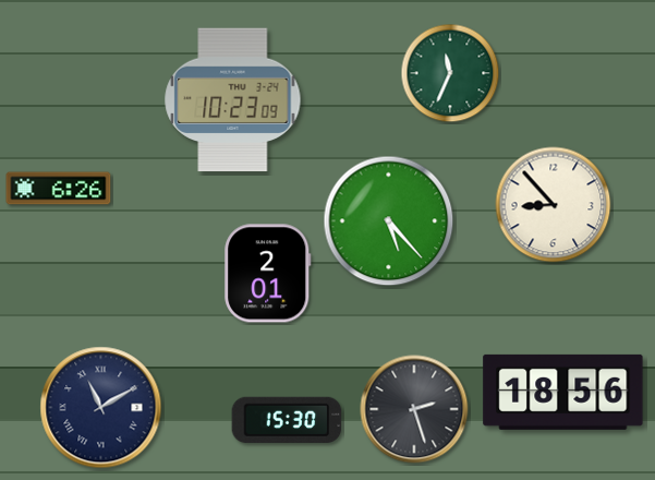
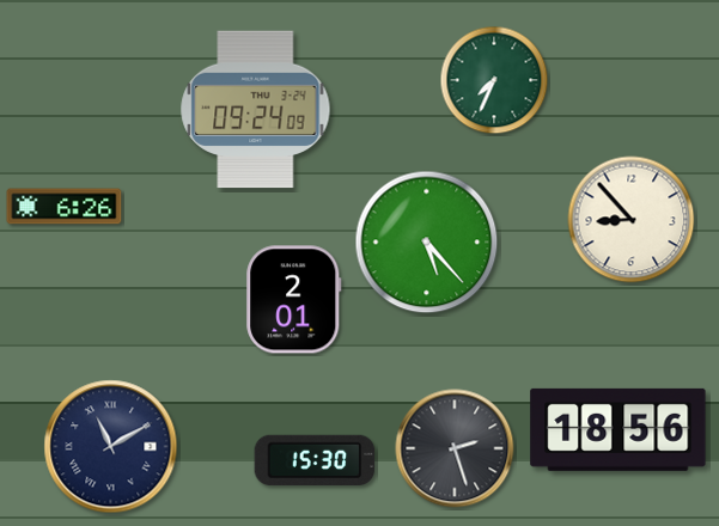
clock at (450, 73): 11:34 -> 7:34
clock at (233, 100): 10:23 -> 09:24
clock at (554, 205) position: (554, 205) -> (632, 220)
